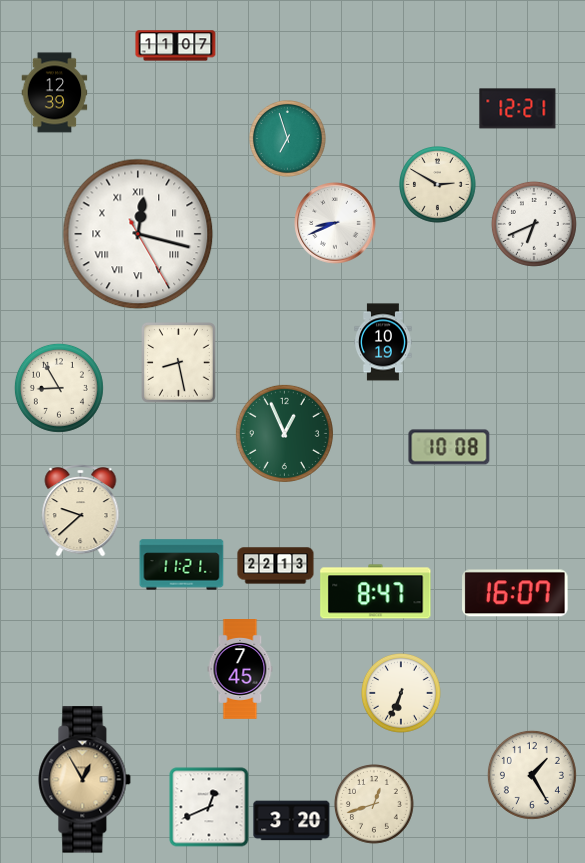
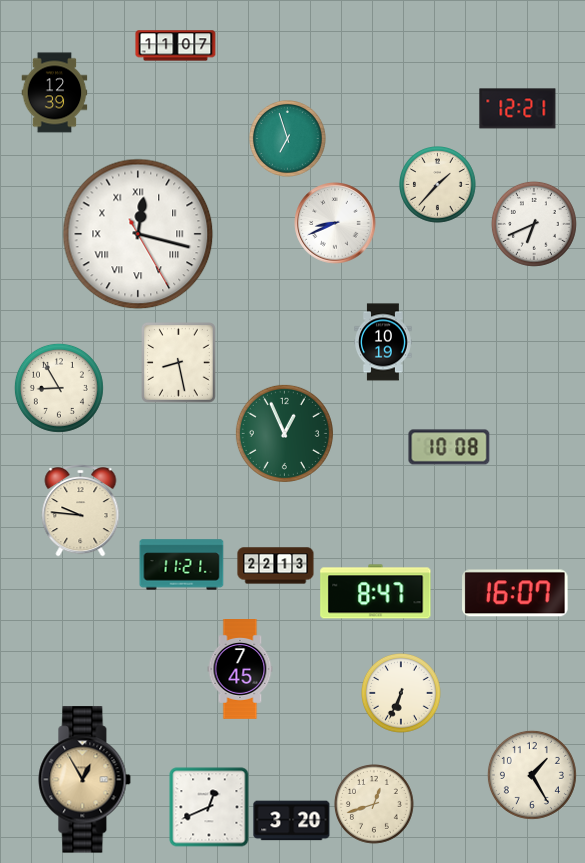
clock at (438, 185): 2:50 -> 1:37
clock at (81, 511): 9:38 -> 9:46
